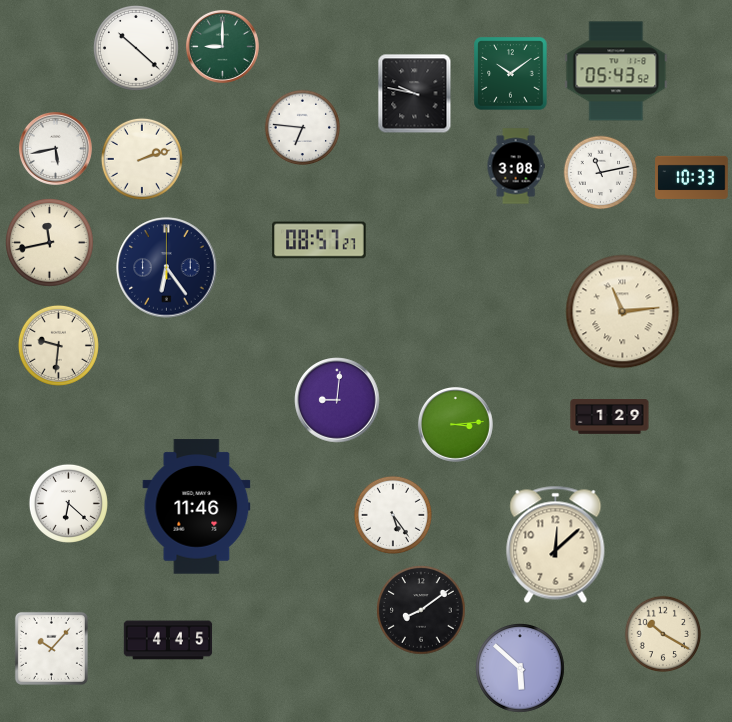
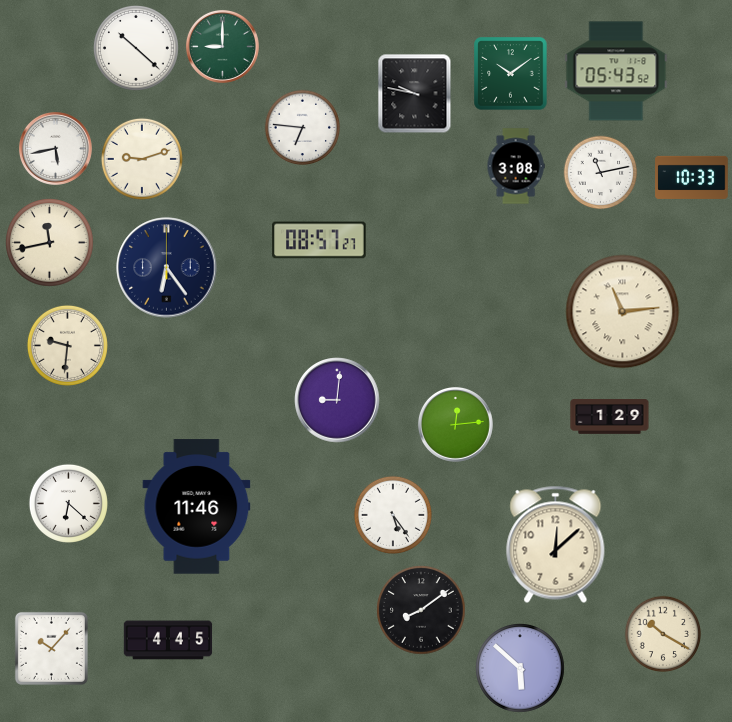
clock at (142, 159): 2:12 -> 9:12
clock at (58, 345) position: (58, 345) -> (67, 345)
clock at (455, 424): 3:14 -> 12:14
